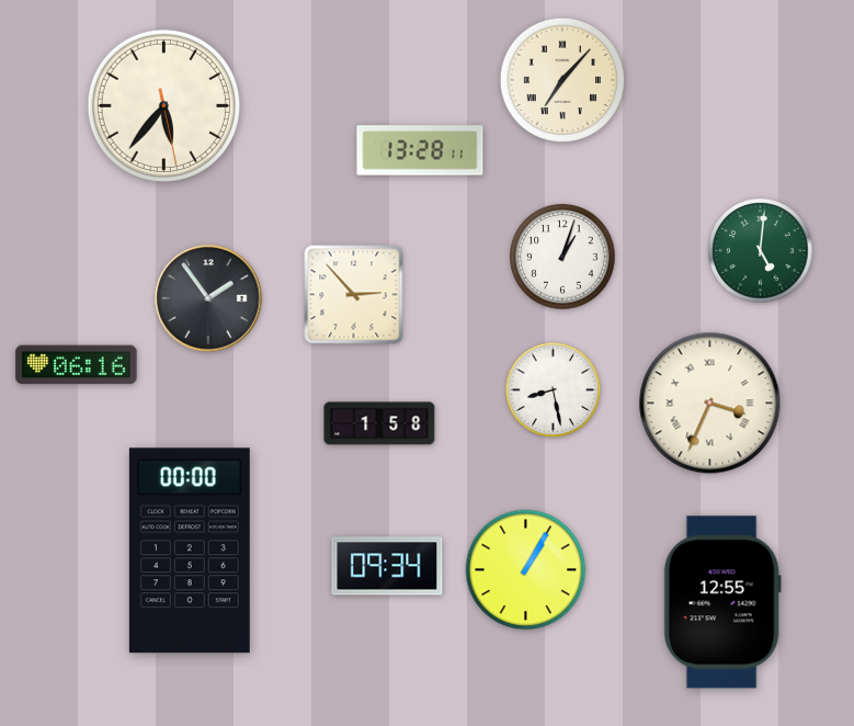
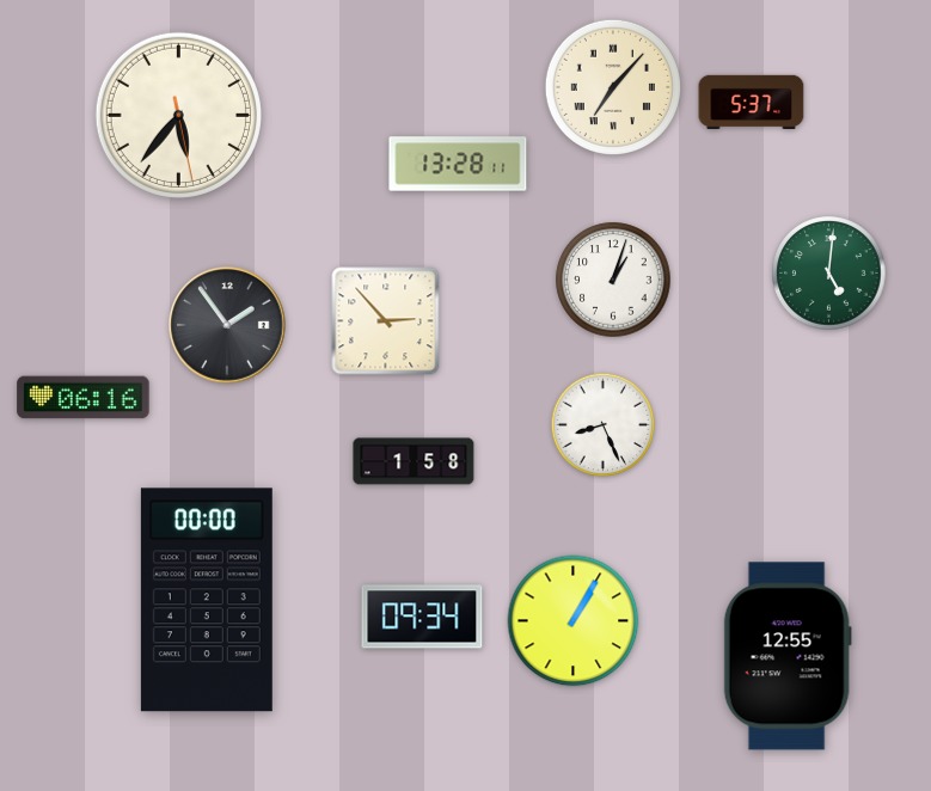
clock at (752, 102): none -> 5:37
clock at (554, 390): 8:28 -> 8:26
clock at (710, 404): 3:34 -> none
